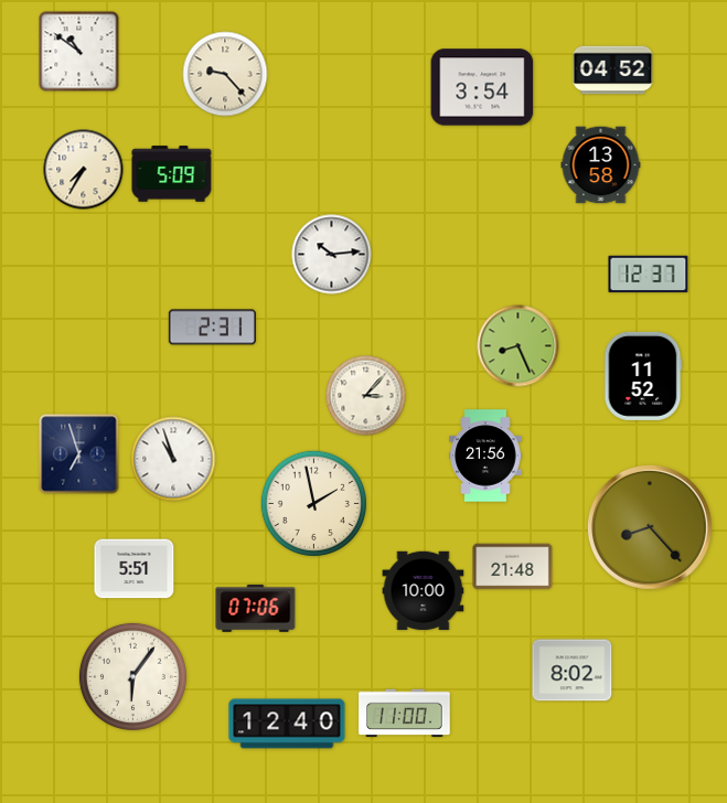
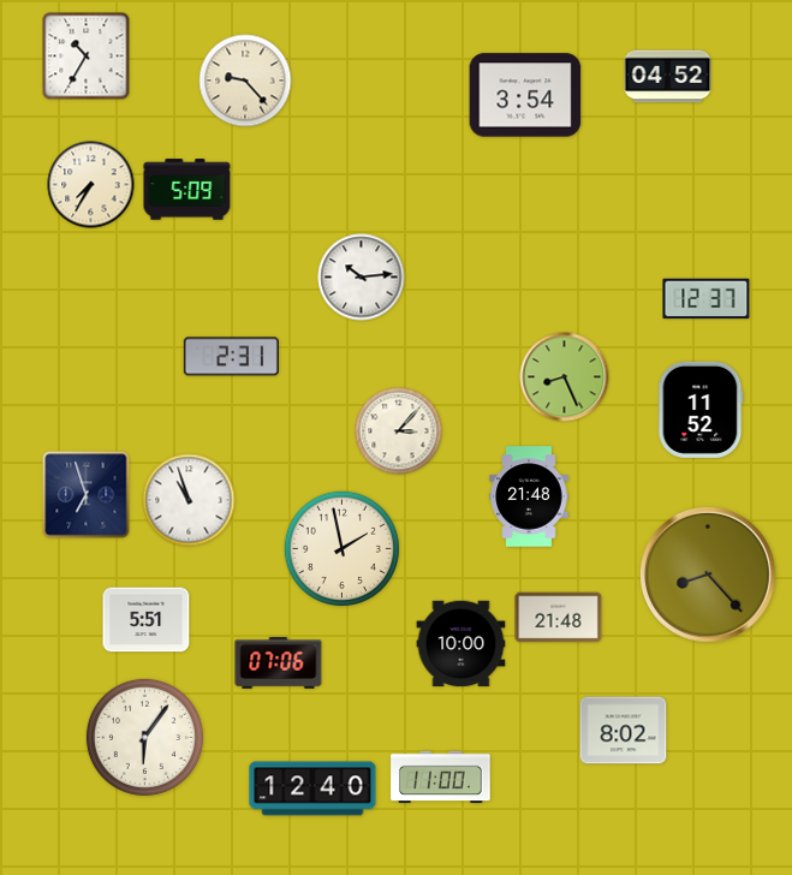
clock at (79, 52): 10:51 -> 10:35
clock at (601, 165): 13:58 -> none
clock at (485, 456): 21:56 -> 21:48
